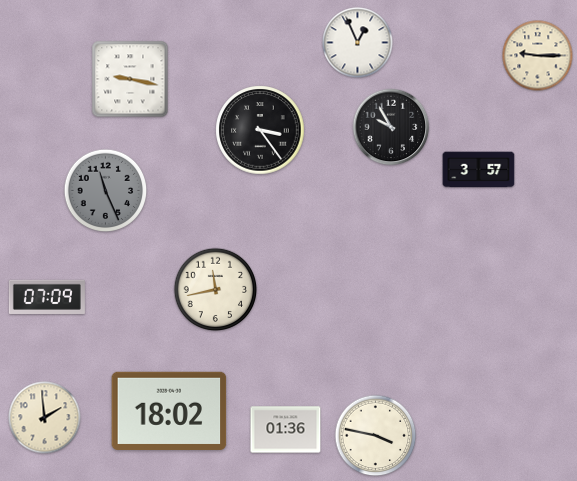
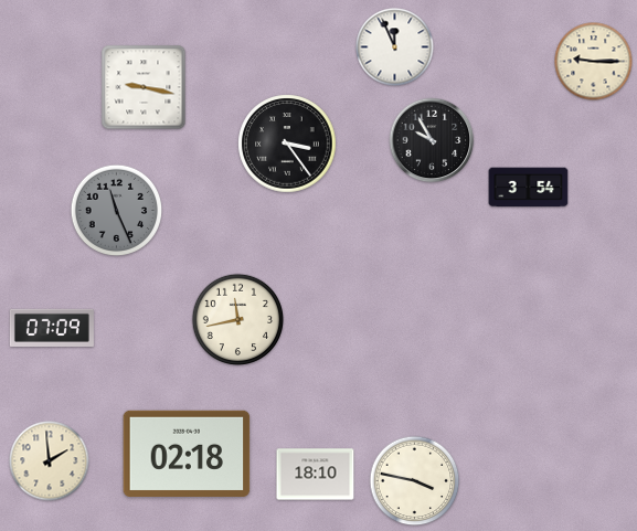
clock at (358, 43): 12:56 -> 11:56
clock at (479, 170): 3:57 -> 3:54
clock at (169, 411): 18:02 -> 02:18
clock at (286, 430): 01:36 -> 18:10
